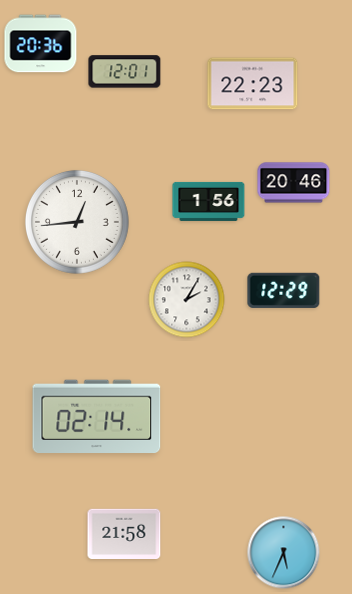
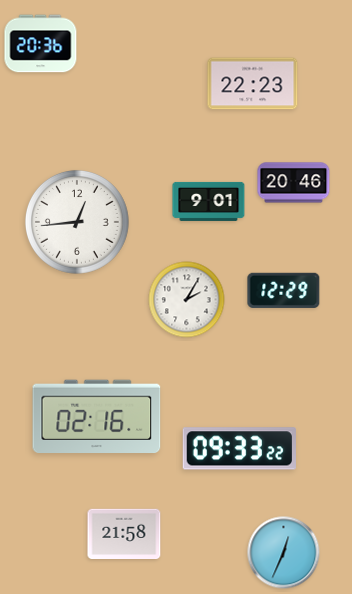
clock at (125, 72): 12:01 -> none
clock at (209, 201): 1:56 -> 9:01
clock at (97, 417): 02:14 -> 02:16
clock at (239, 449): none -> 09:33
clock at (284, 553): 5:34 -> 12:34
